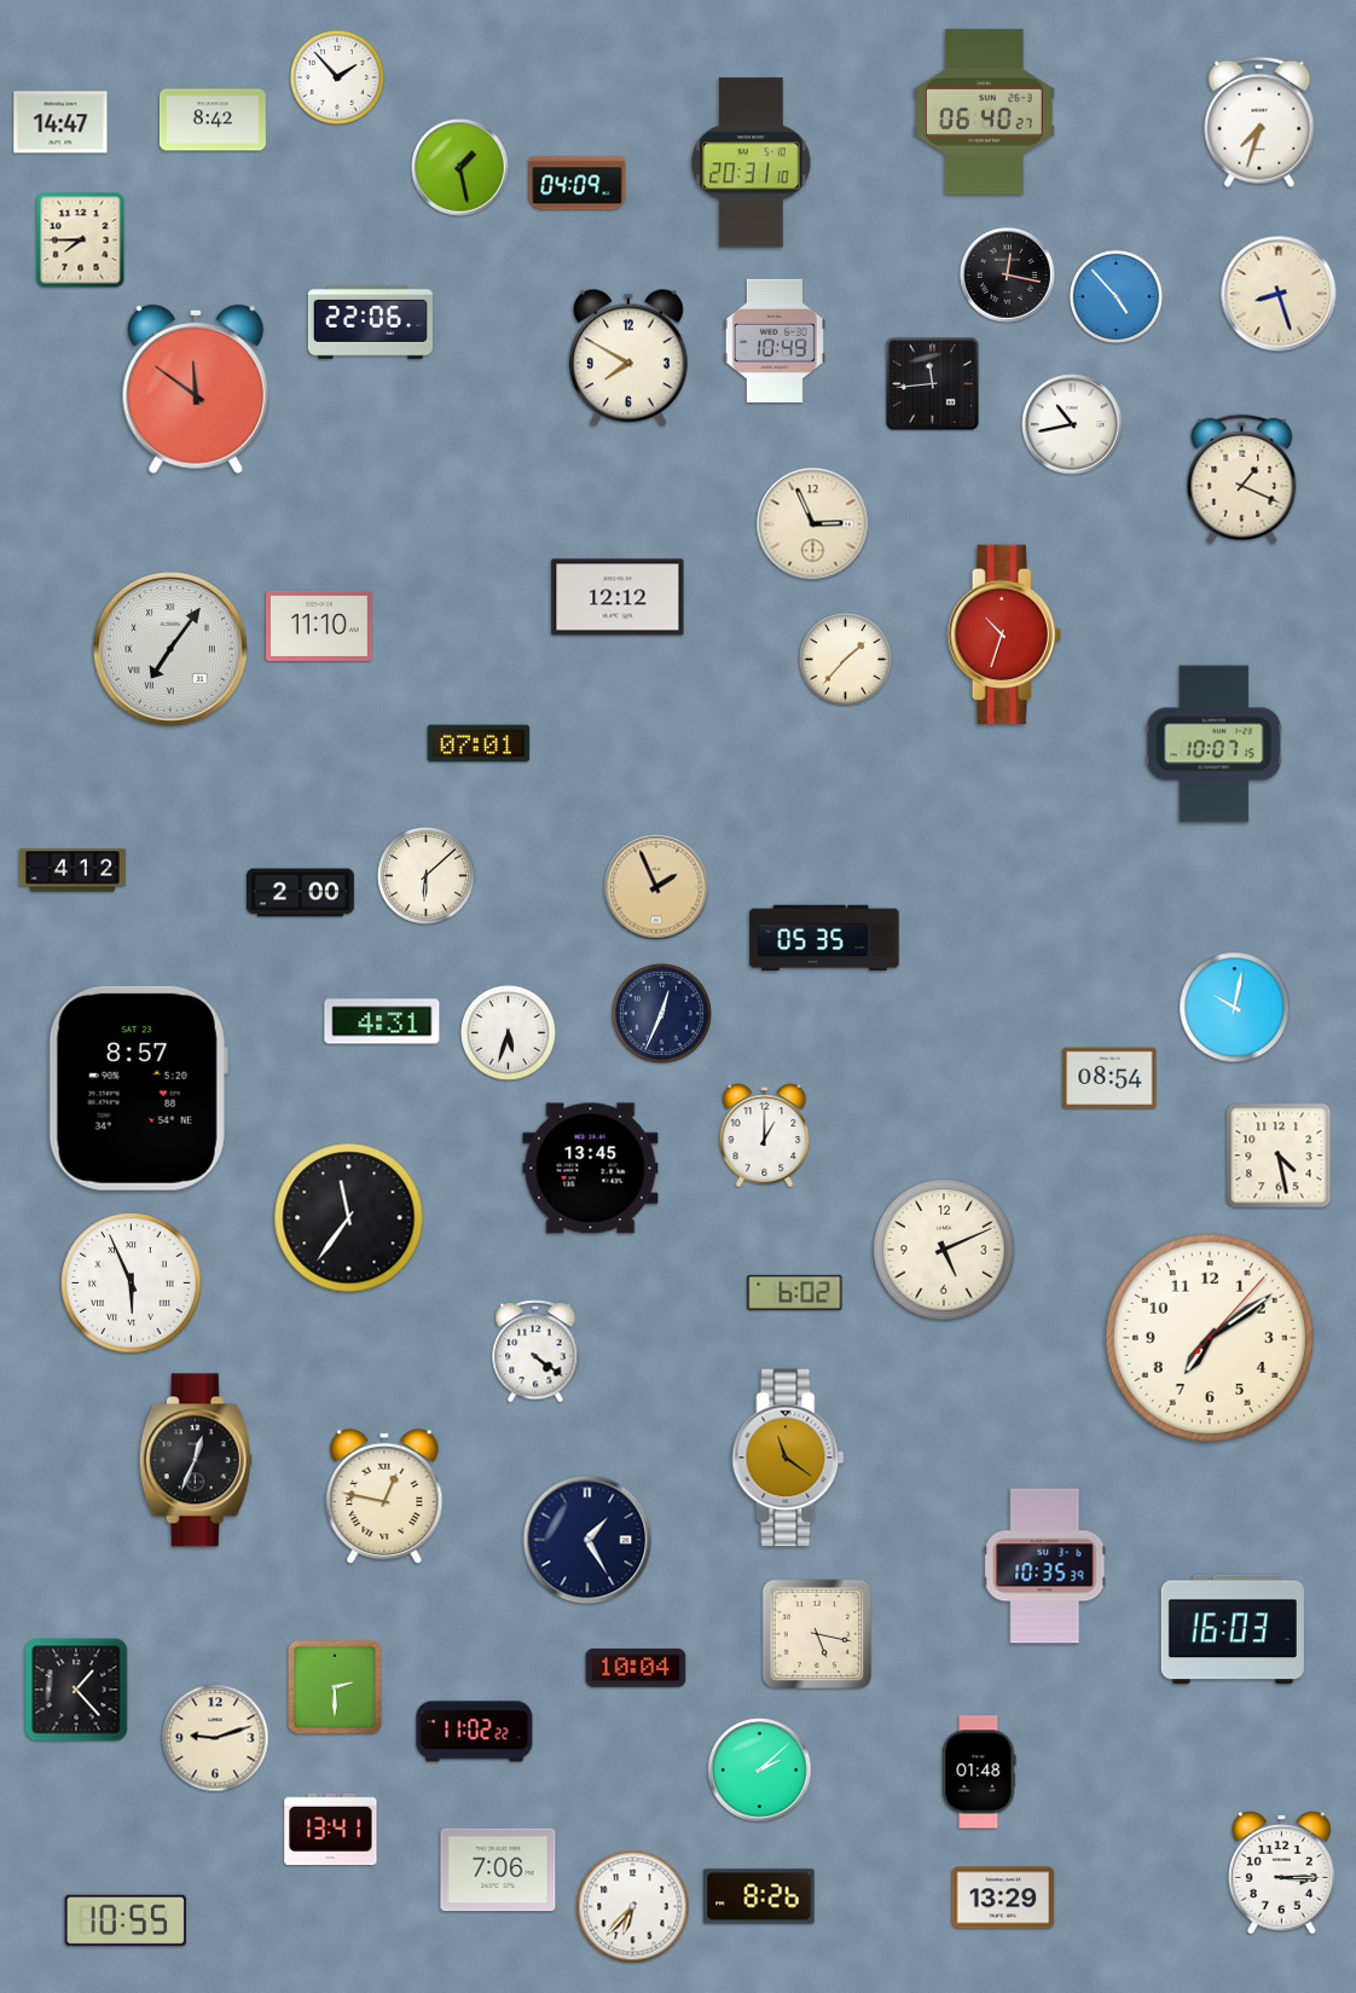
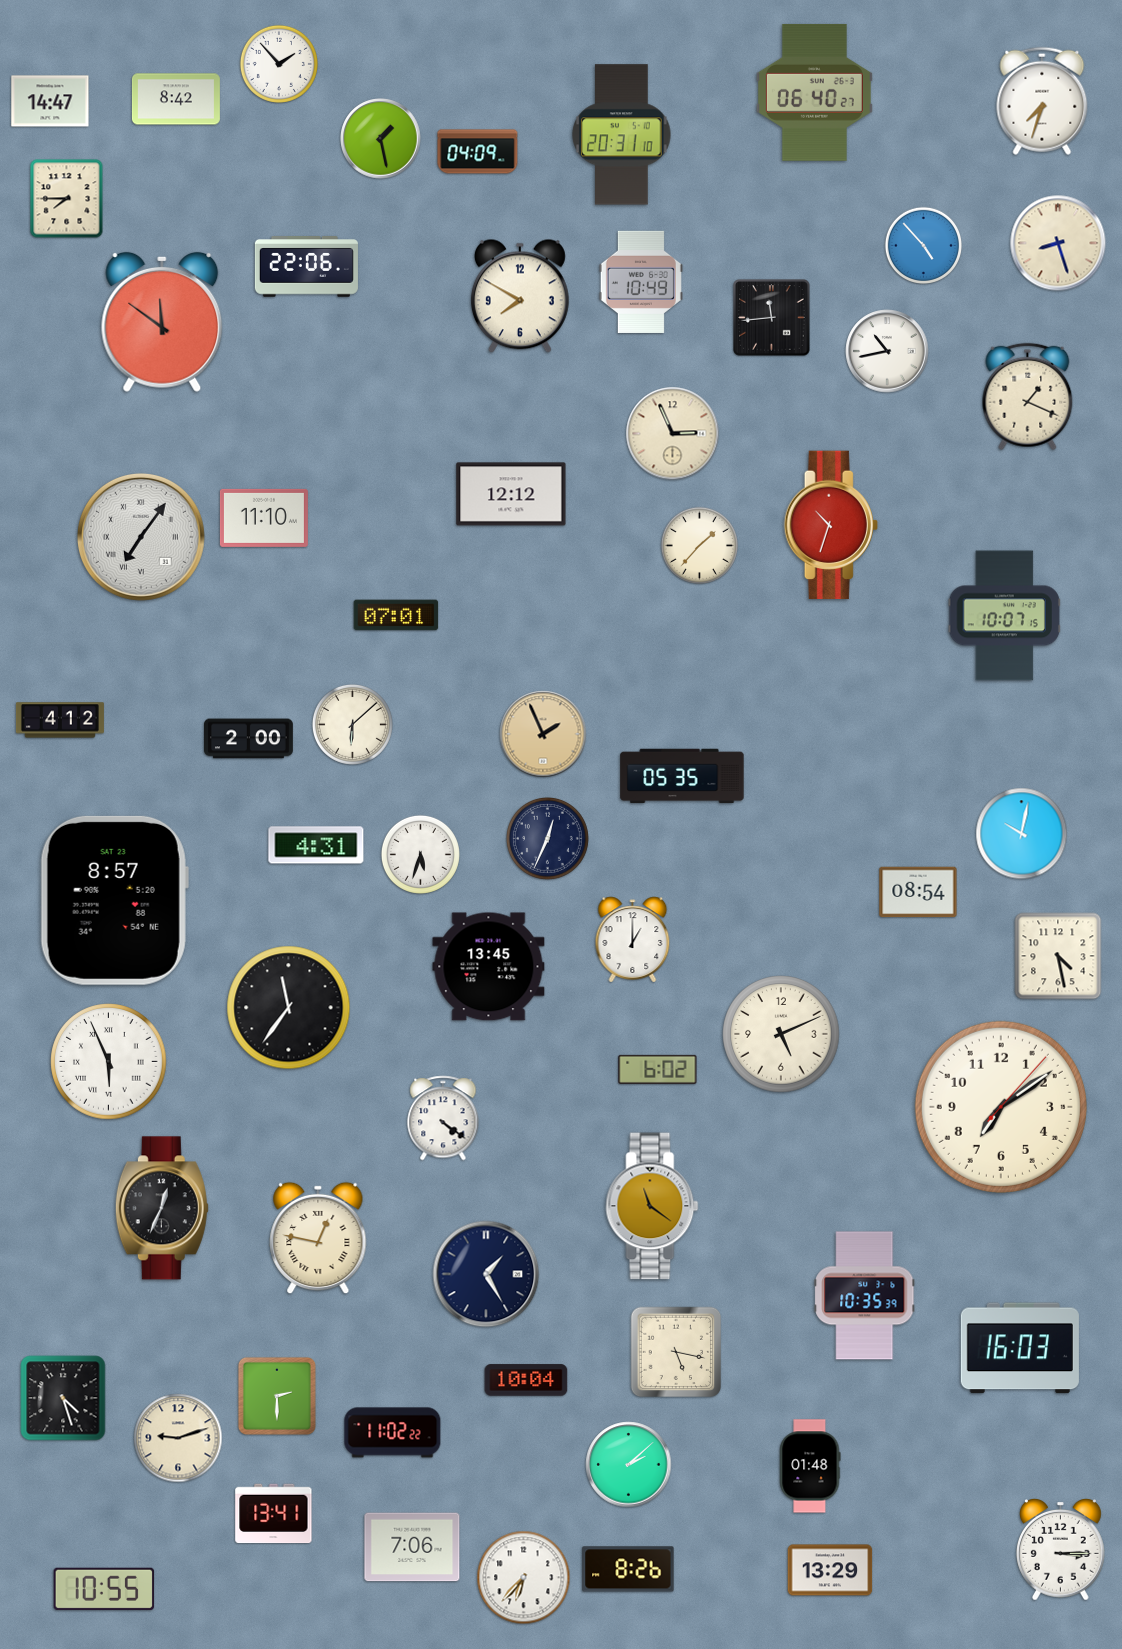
clock at (1008, 276): 12:17 -> none
clock at (76, 1690): 1:23 -> 4:27
